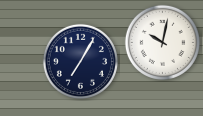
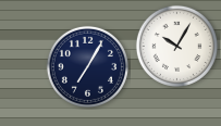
clock at (162, 42): 10:02 -> 10:05
